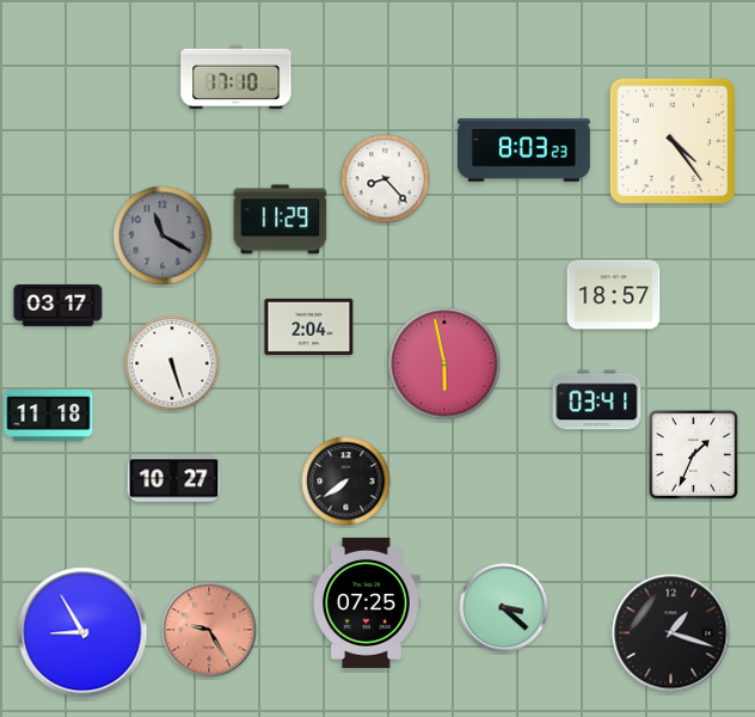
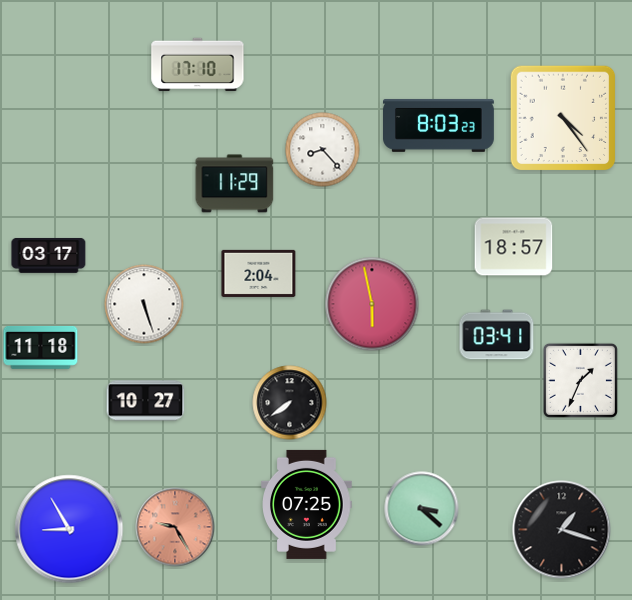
clock at (162, 235): 11:20 -> none
clock at (597, 400) position: (597, 400) -> (497, 335)
